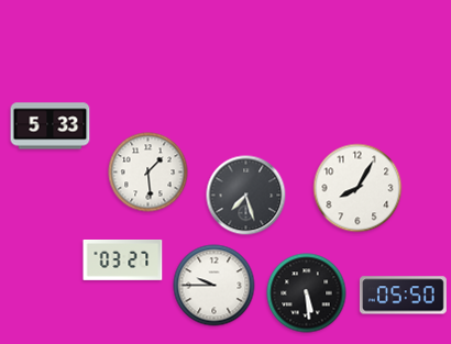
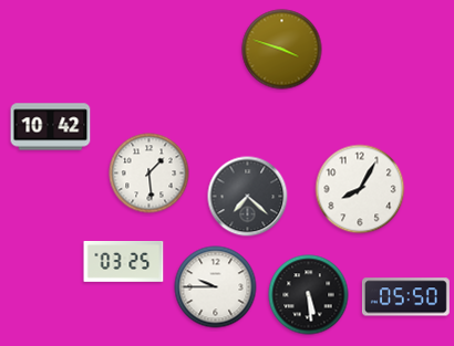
clock at (282, 50): none -> 3:48
clock at (51, 126): 5:33 -> 10:42
clock at (246, 196): 7:27 -> 7:22
clock at (123, 260): 03:27 -> 03:25
